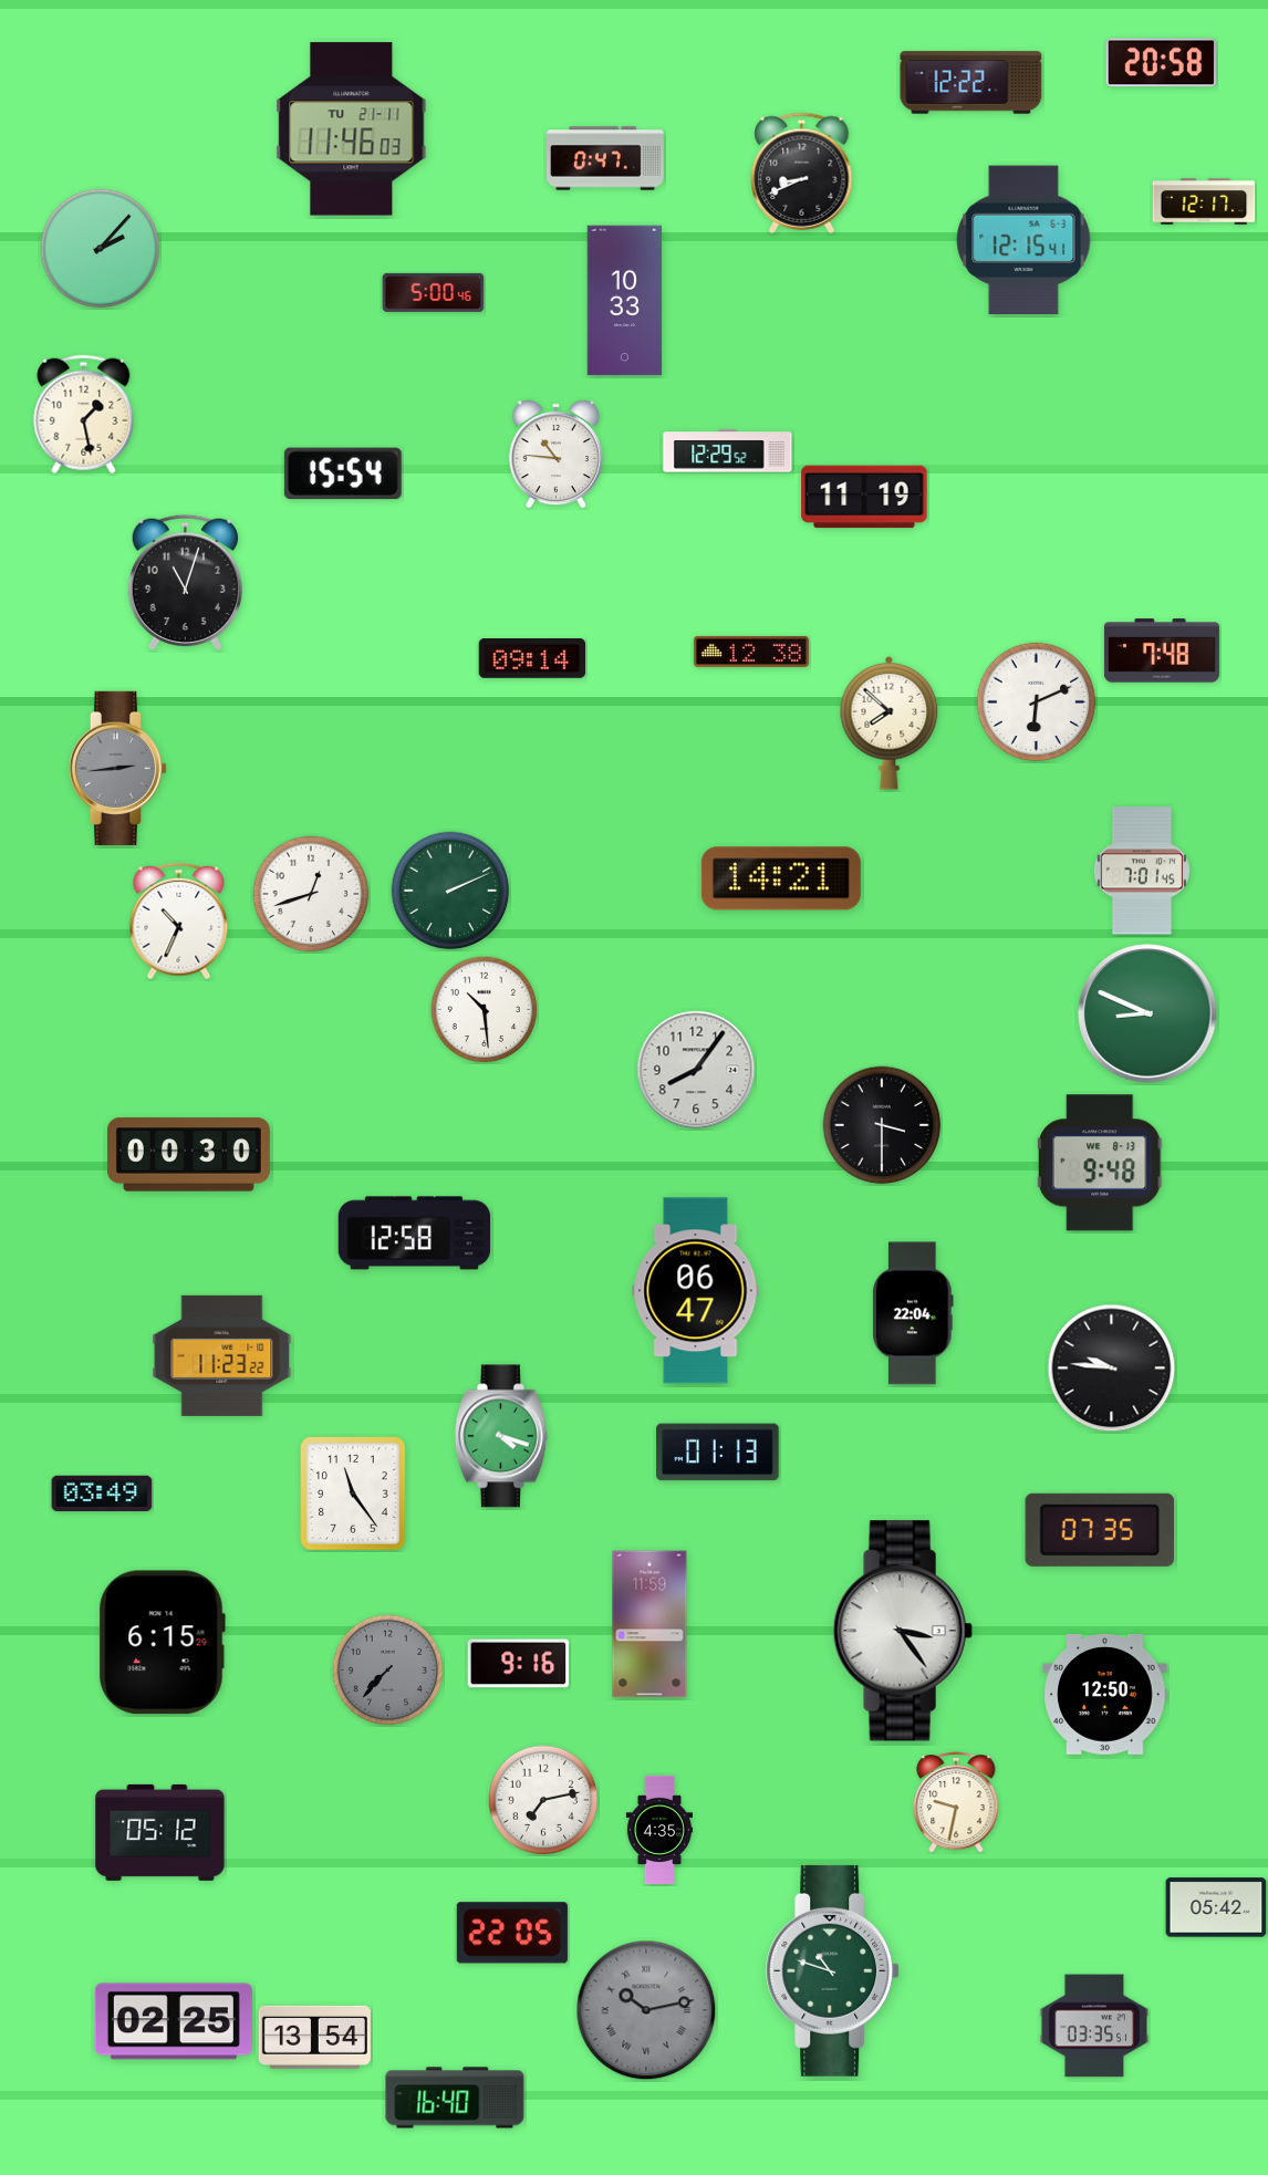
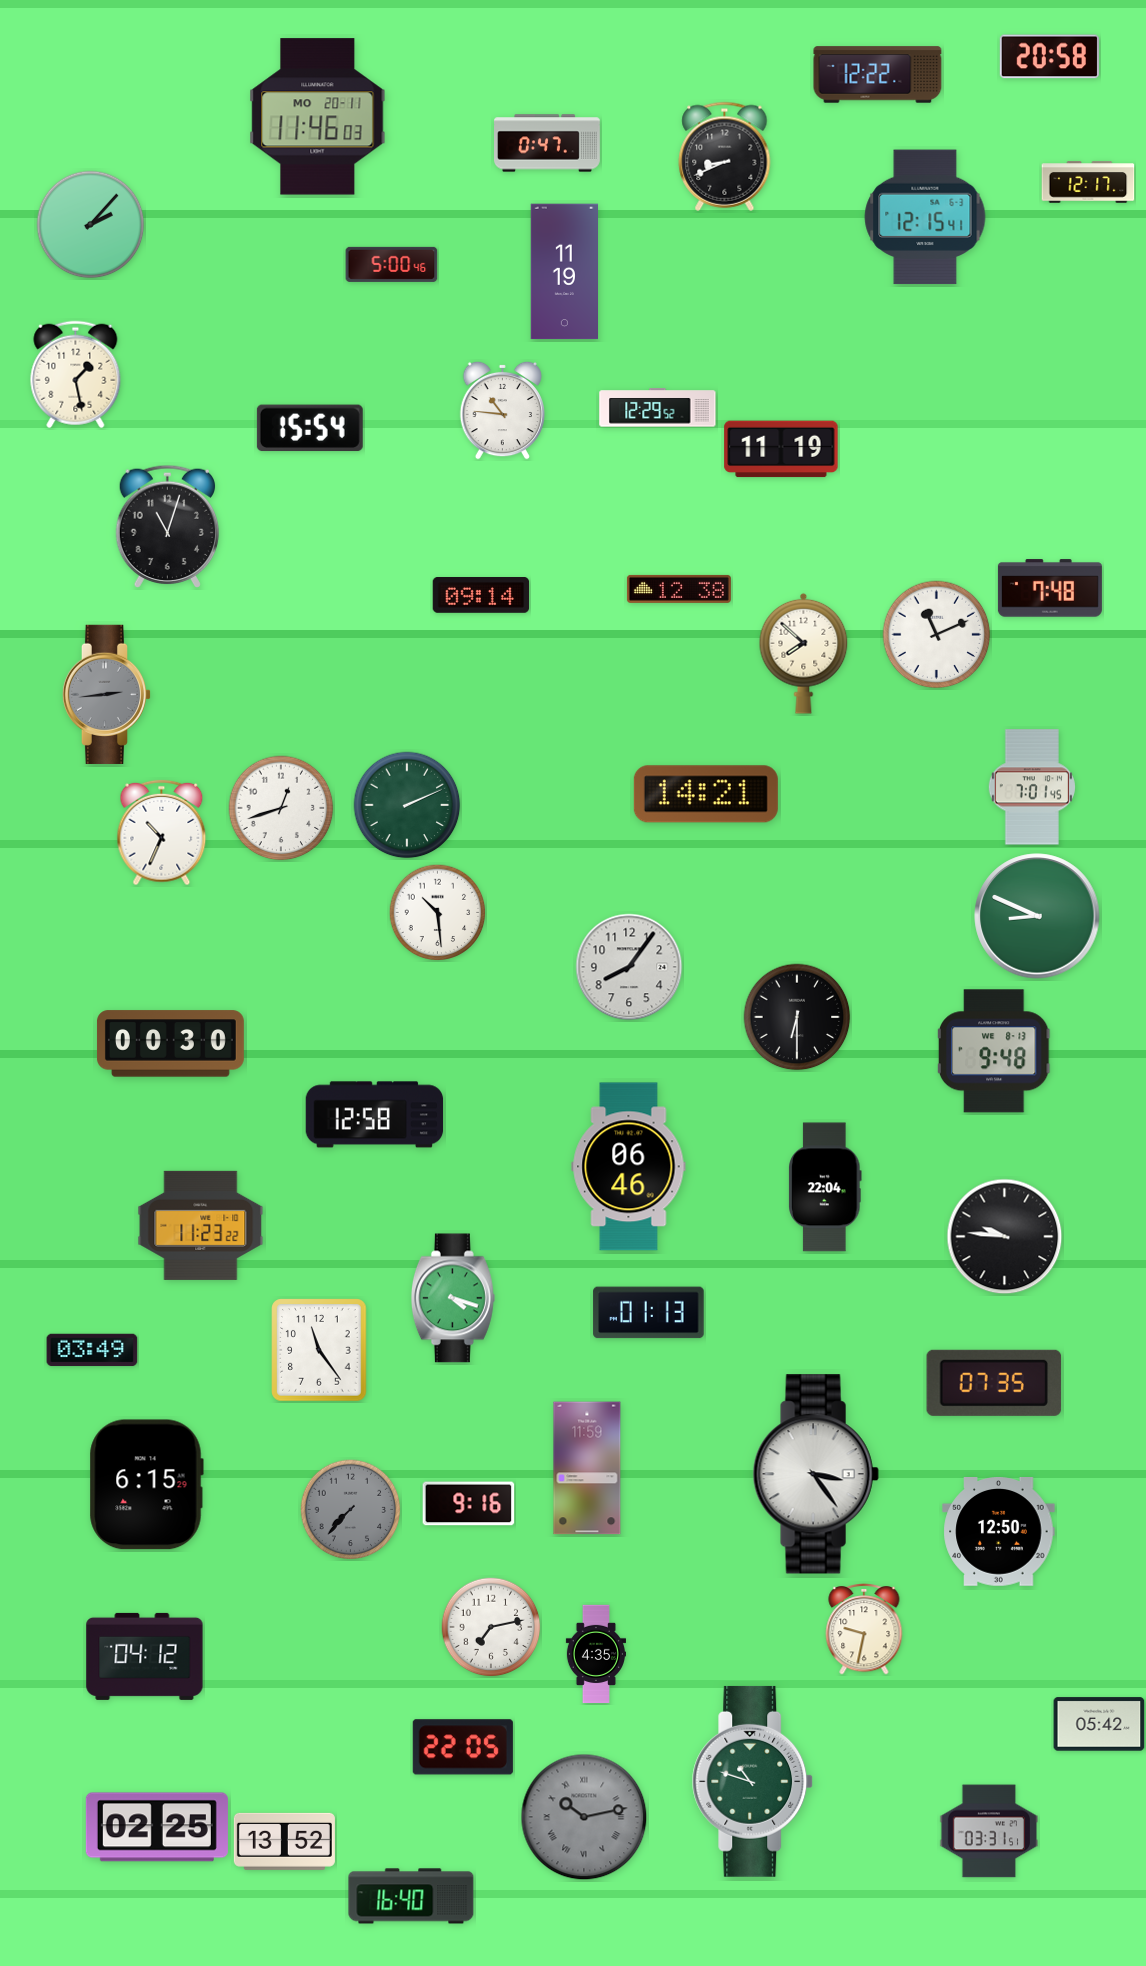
clock at (352, 129) date: TU 21-11 -> MO 20-11
clock at (625, 301): 10:33 -> 11:19
clock at (1037, 703): 6:11 -> 11:11
clock at (882, 1125): 3:30 -> 6:30
clock at (696, 1291): 06:47 -> 06:46
clock at (160, 1832): 05:12 -> 04:12
clock at (1093, 2026): 03:35 -> 03:31
clock at (314, 2037): 13:54 -> 13:52
